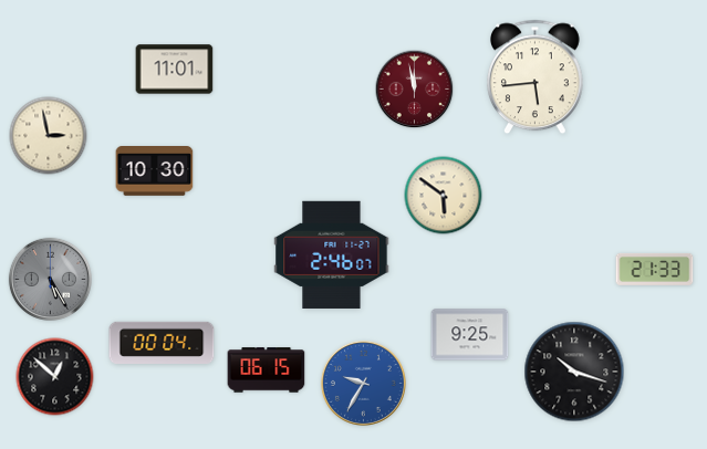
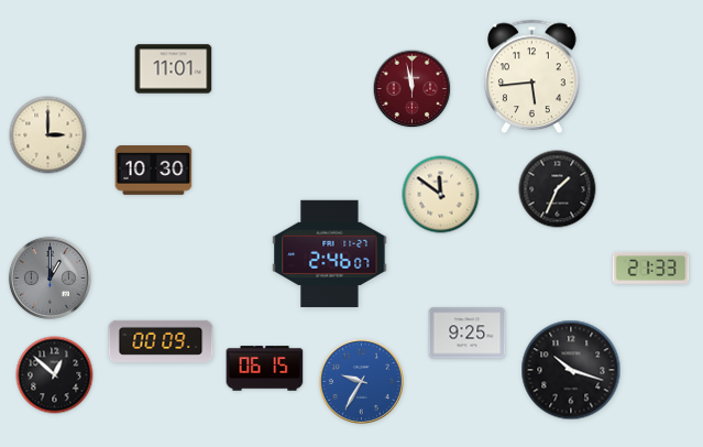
clock at (49, 136): 2:58 -> 3:00
clock at (558, 189): none -> 1:34
clock at (444, 196): 5:51 -> 11:51
clock at (50, 279): 5:25 -> 1:00
clock at (162, 343): 00:04 -> 00:09
